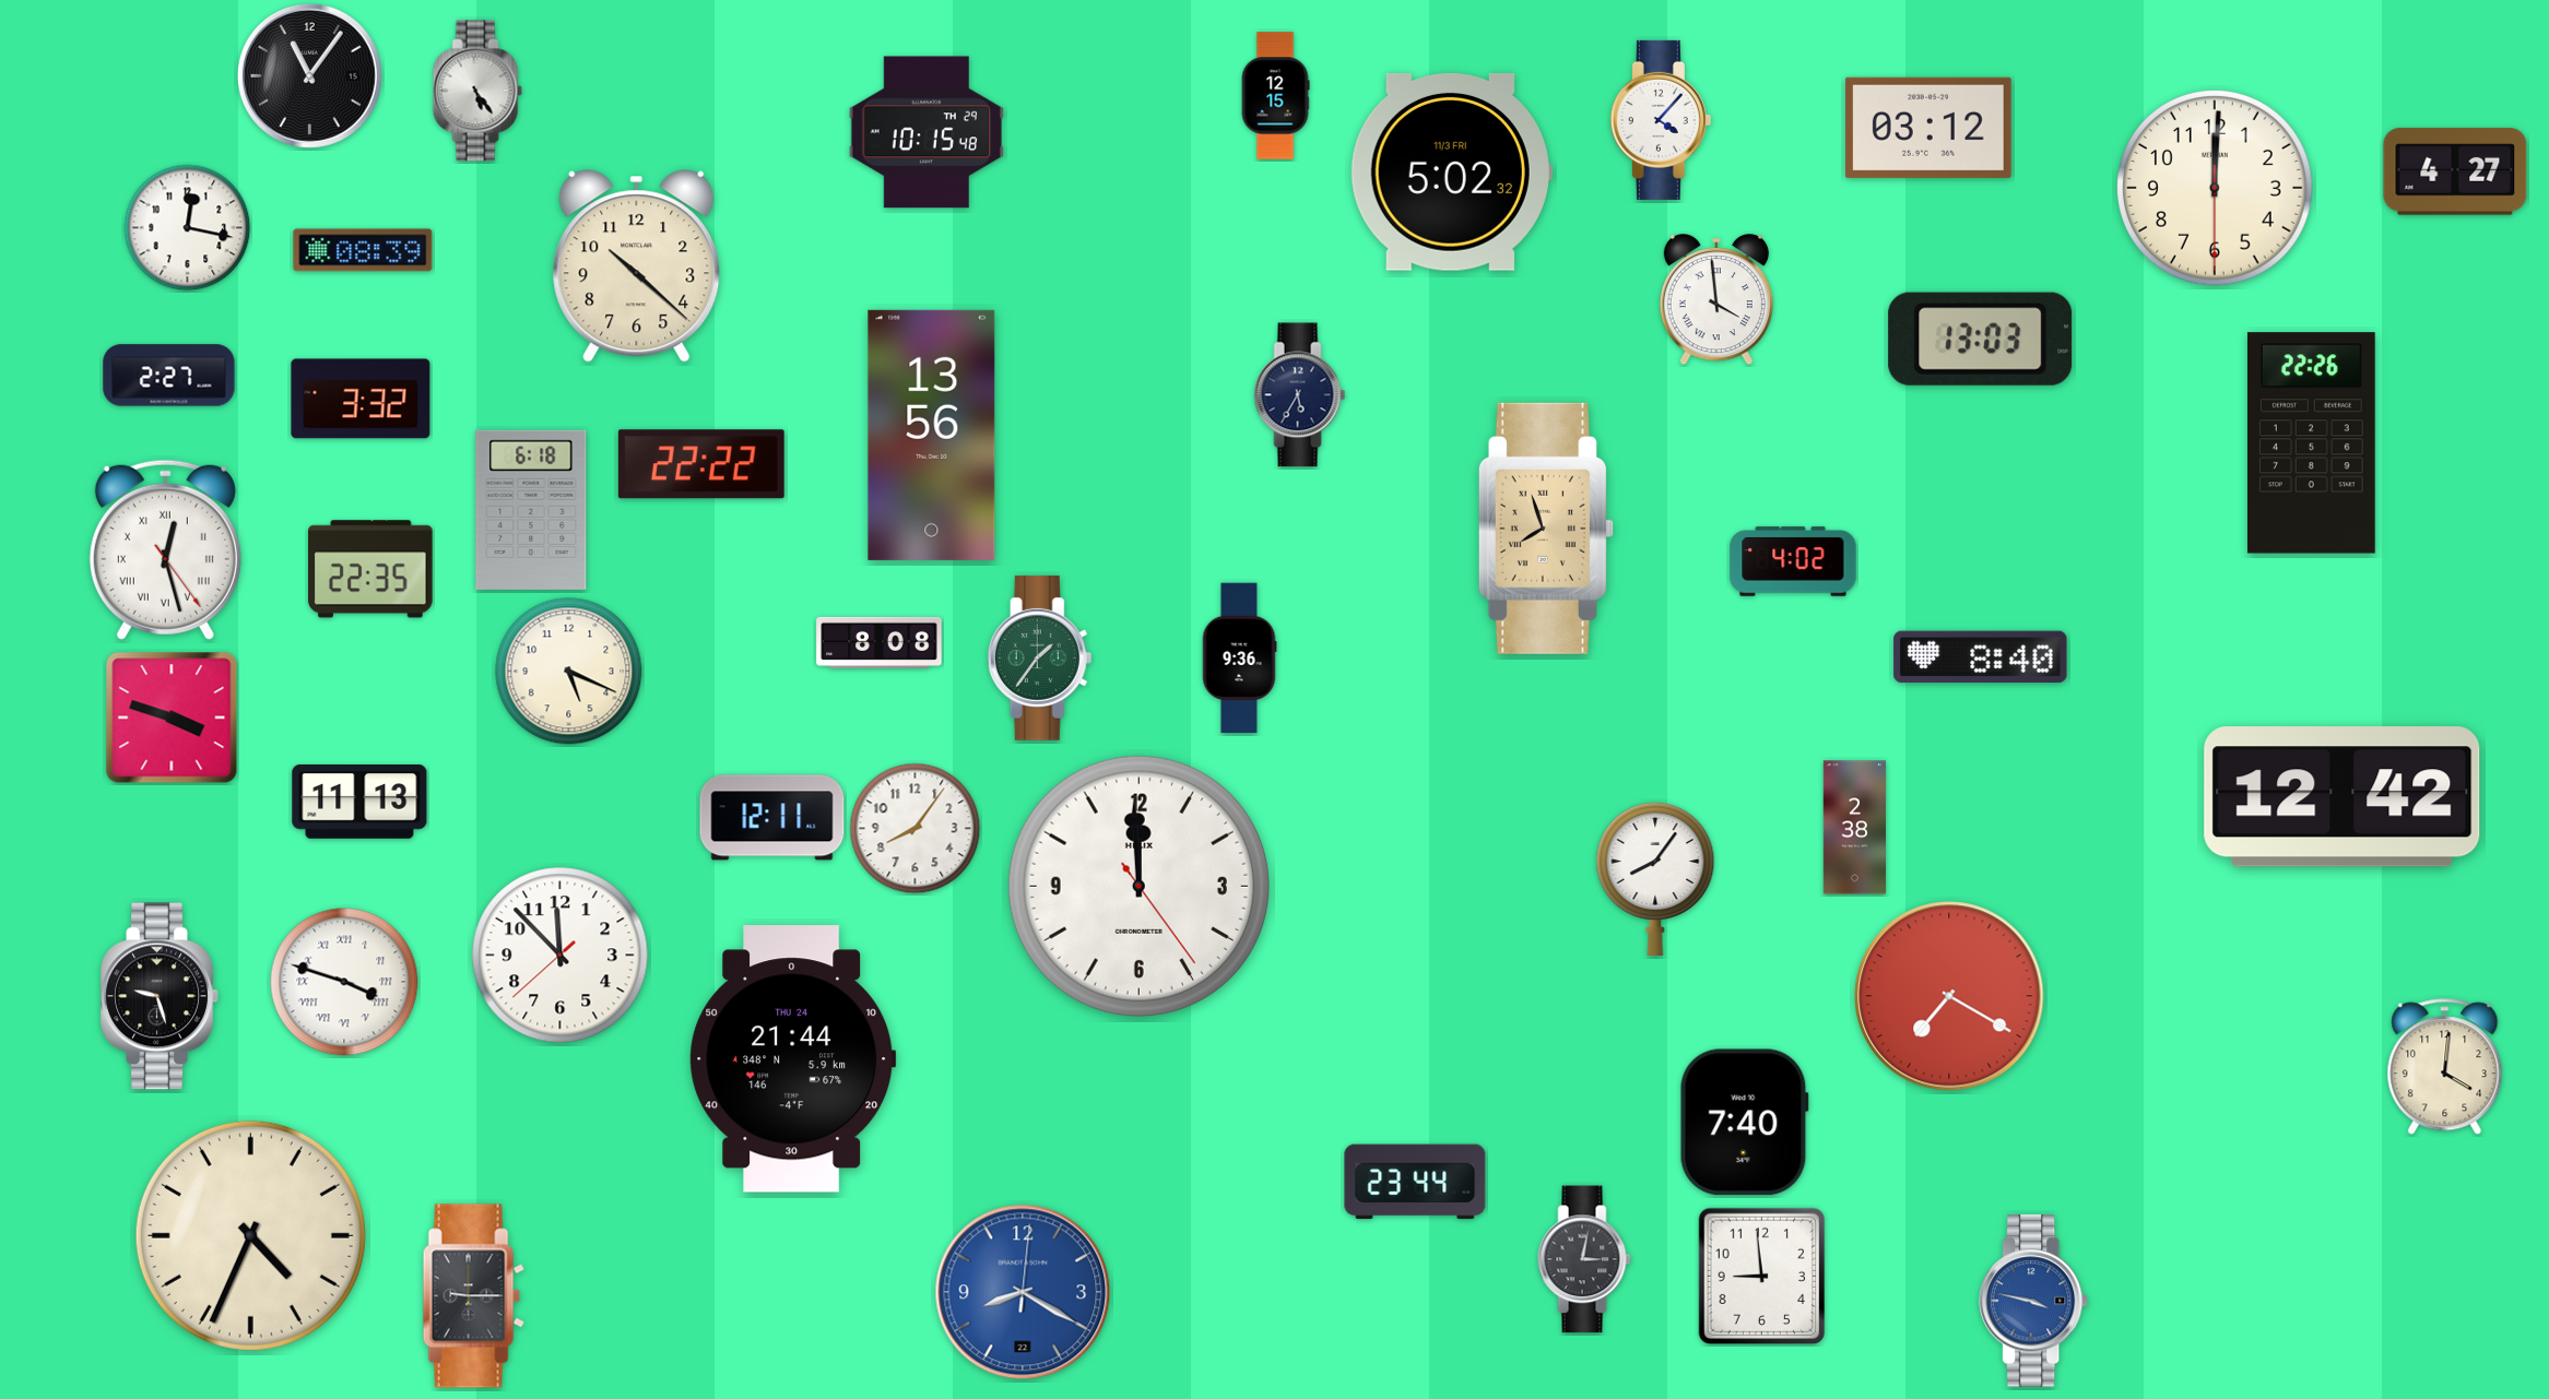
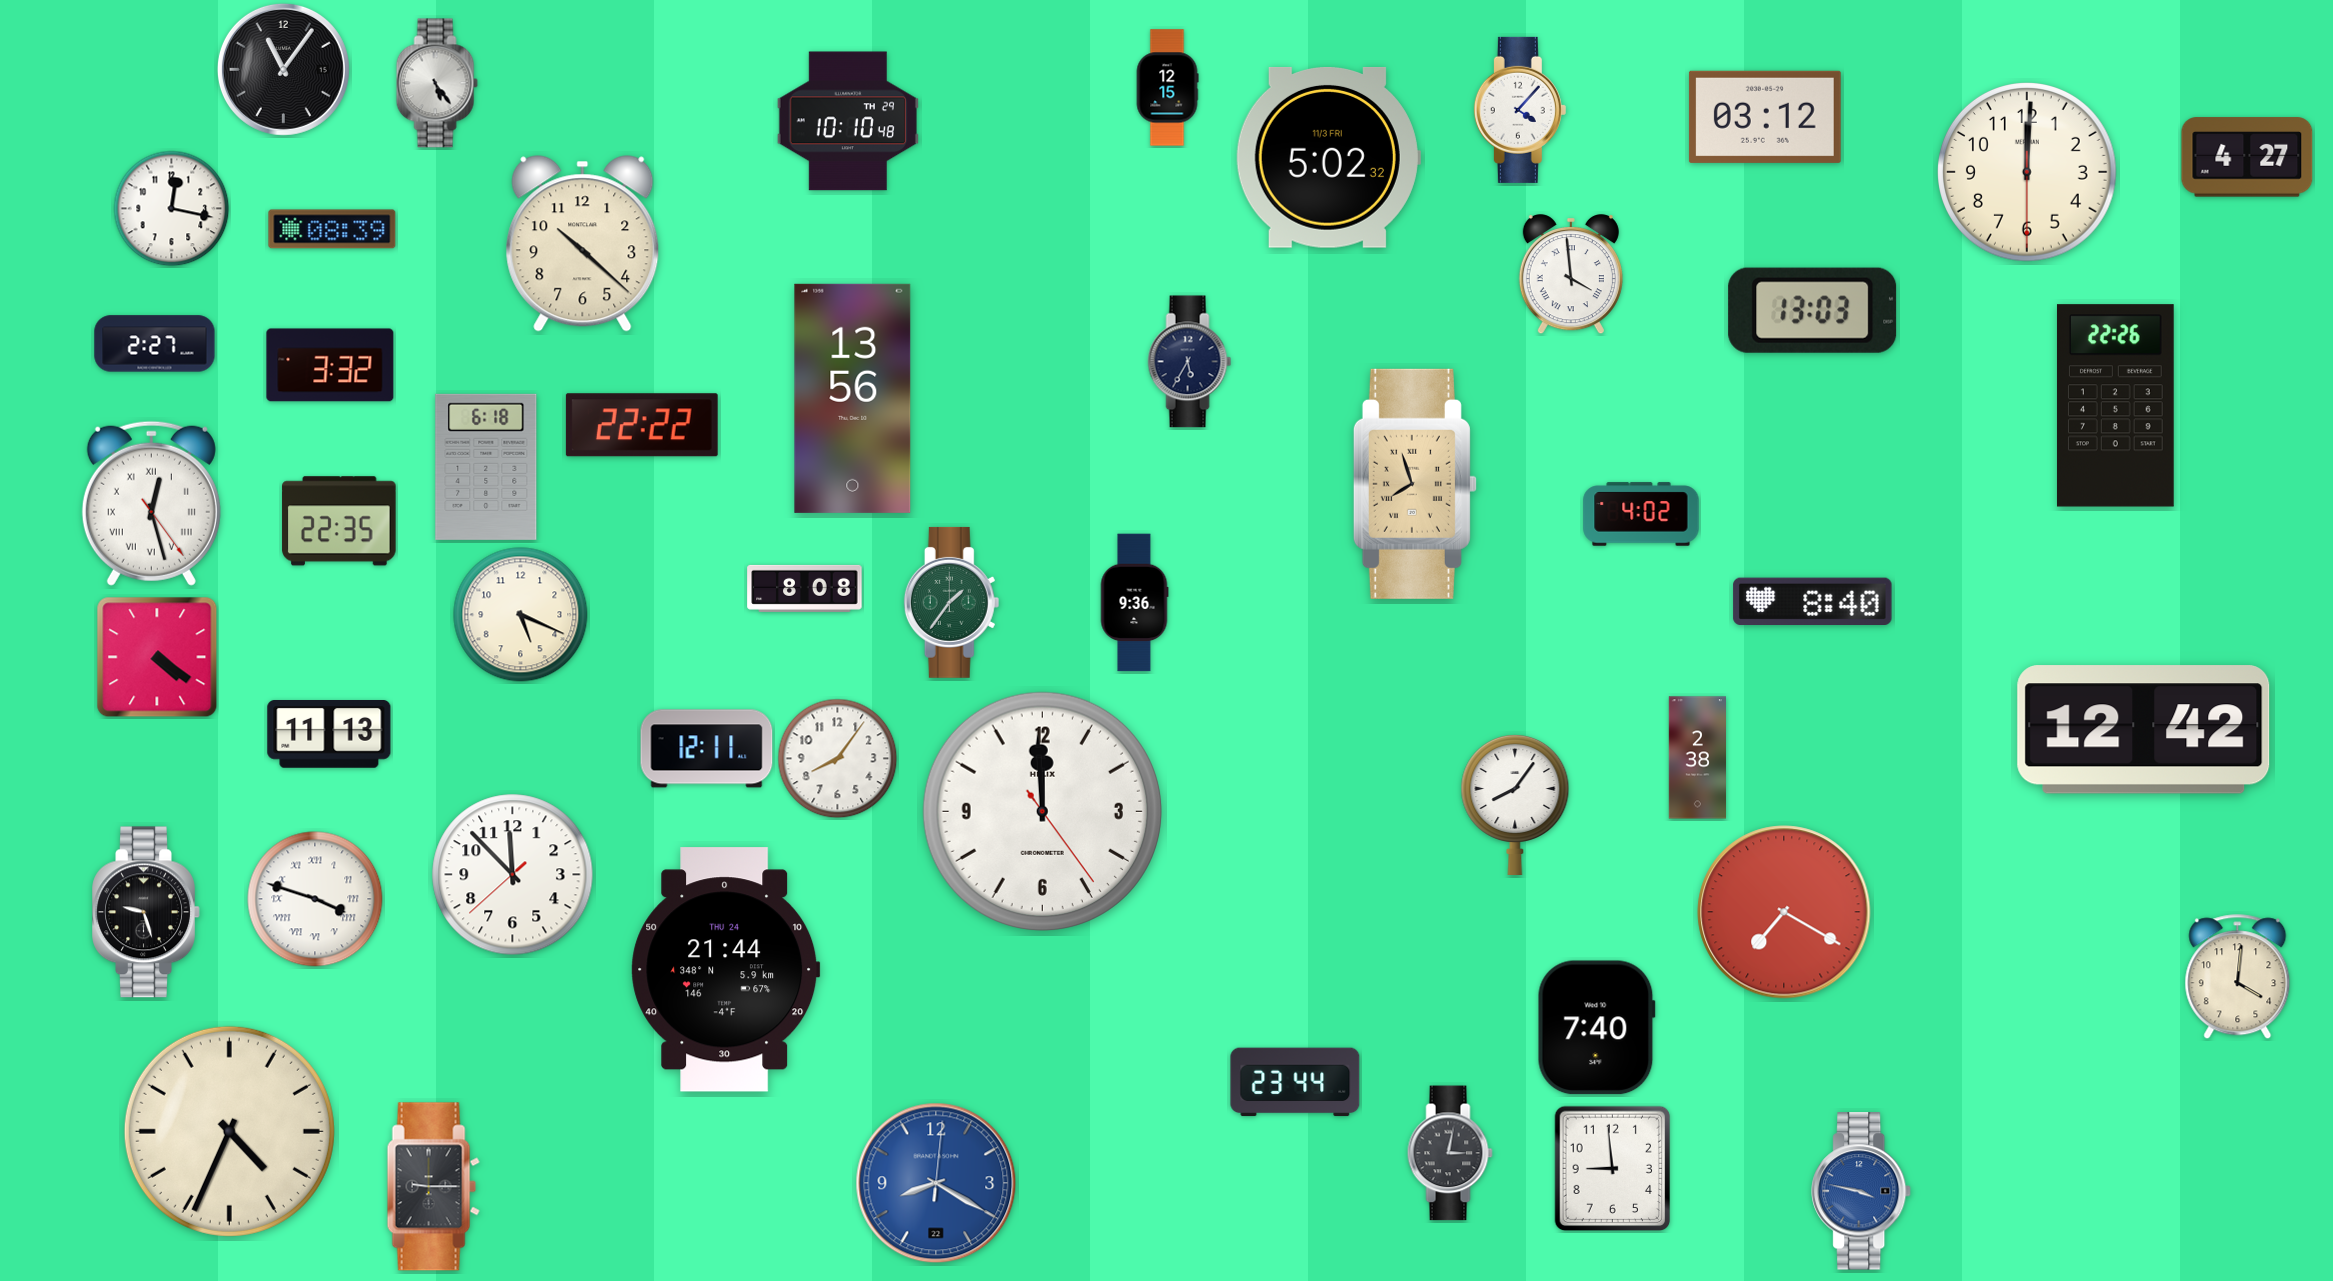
clock at (927, 132): 10:15 -> 10:10
clock at (172, 718): 3:48 -> 4:21
